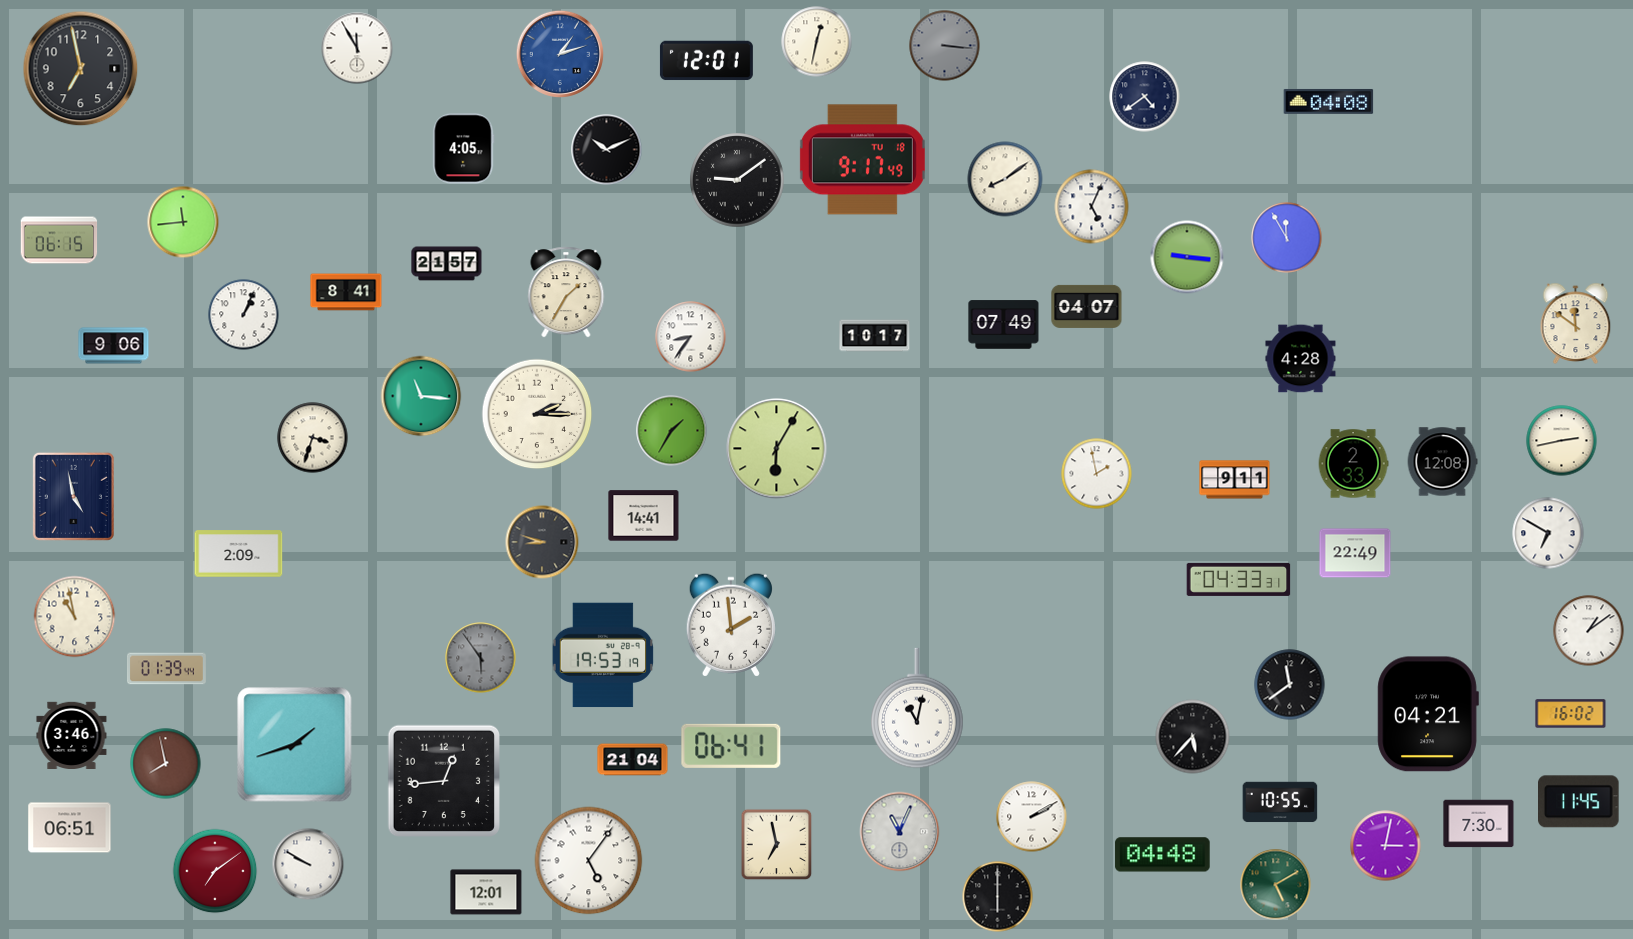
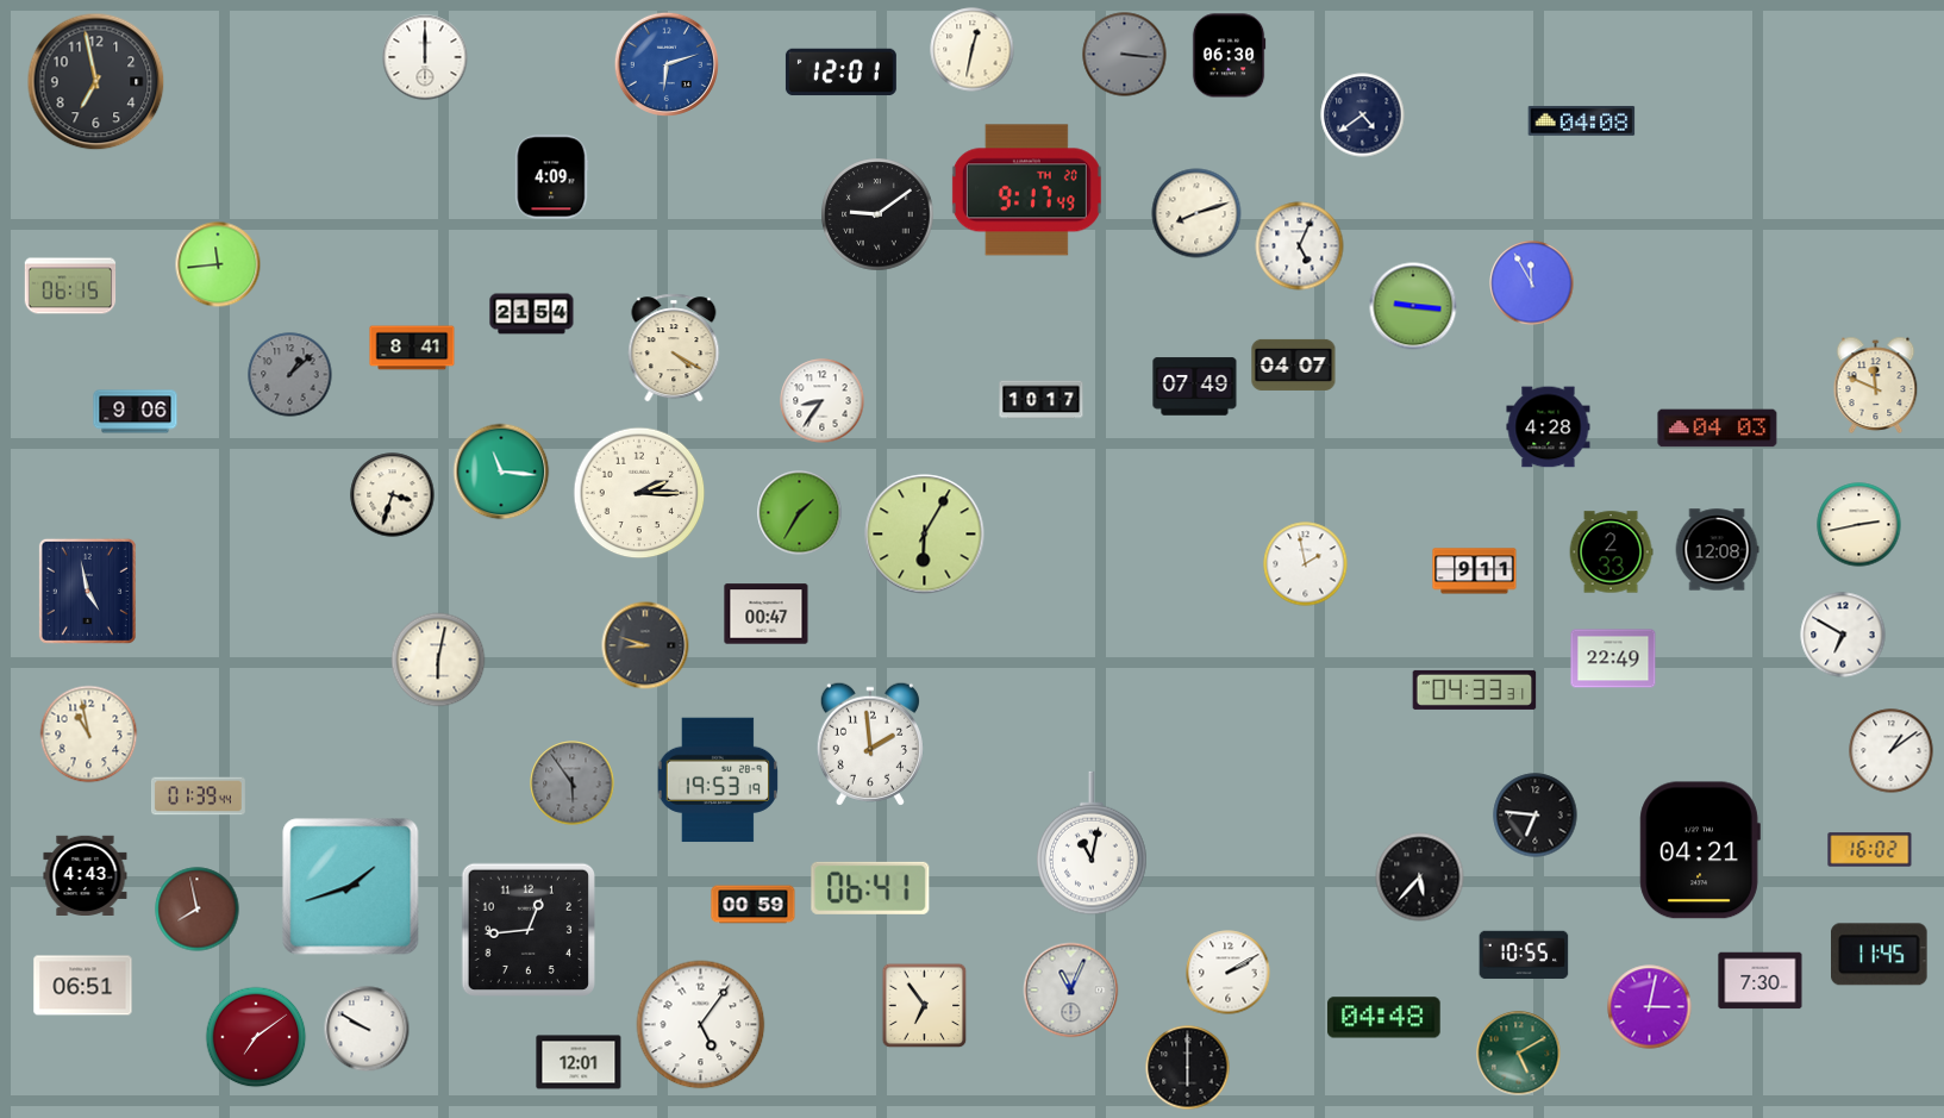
clock at (1229, 56): none -> 06:30
clock at (357, 48): 11:55 -> 12:00
clock at (560, 54): 1:12 -> 6:12
clock at (464, 149): 4:05 -> 4:09
clock at (607, 150): 10:11 -> none
clock at (862, 160) date: TU 18 -> TH 20
clock at (1005, 179): 8:09 -> 8:12
clock at (447, 264): 21:57 -> 21:54
clock at (566, 292): 1:35 -> 4:20
clock at (244, 315): 1:04 -> 1:08
clock at (244, 315) dial: white -> grey
clock at (1576, 324): 11:51 -> 11:49
clock at (1718, 429): none -> 04:03
clock at (313, 438) position: (313, 438) -> (393, 495)
clock at (1235, 480) position: (1235, 480) -> (1475, 572)
clock at (644, 516): 14:41 -> 00:47
clock at (239, 554): 2:09 -> none
clock at (438, 660): none -> 6:02
clock at (1290, 685): 11:39 -> 6:46
clock at (72, 735): 3:46 -> 4:43
clock at (633, 760): 21:04 -> 00:59
clock at (777, 845): 6:58 -> 6:54
